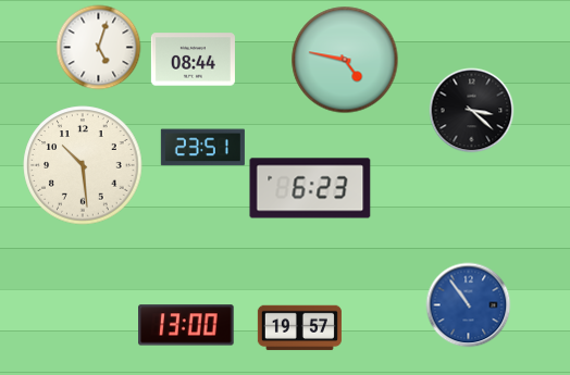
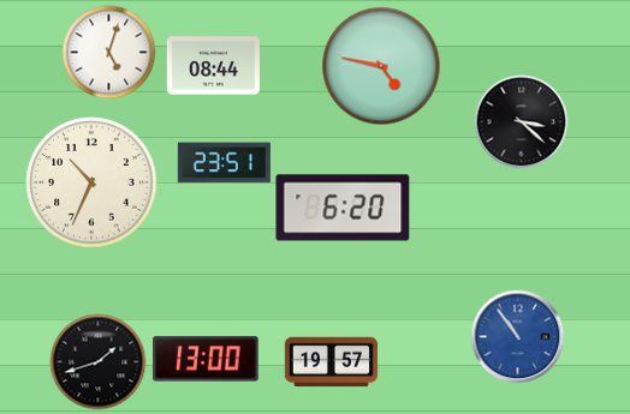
clock at (83, 165): 10:29 -> 10:34
clock at (310, 188): 6:23 -> 6:20
clock at (97, 361): none -> 1:42
